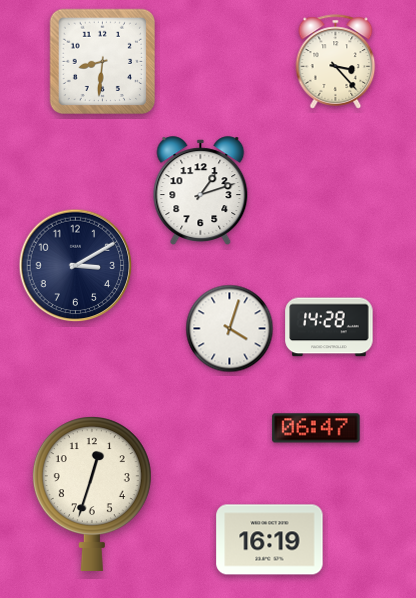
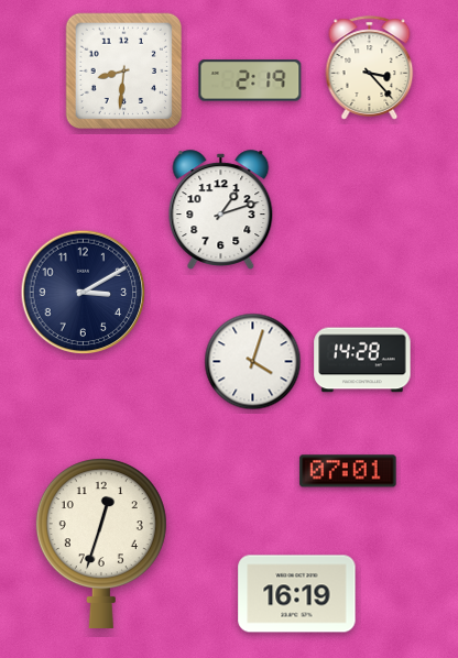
clock at (103, 62) position: (103, 62) -> (124, 72)
clock at (250, 80): none -> 2:19
clock at (316, 428): 06:47 -> 07:01
